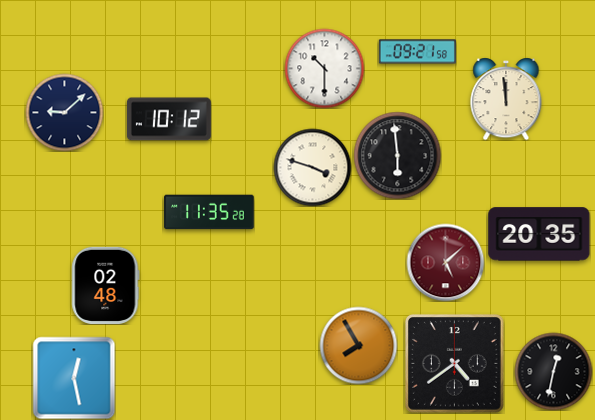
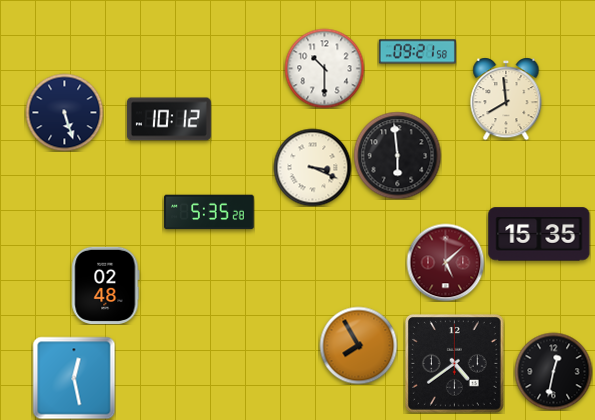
clock at (506, 99): 11:59 -> 7:59
clock at (64, 112): 9:08 -> 5:27
clock at (312, 167): 3:48 -> 3:19
clock at (209, 212): 11:35 -> 5:35
clock at (539, 234): 20:35 -> 15:35
